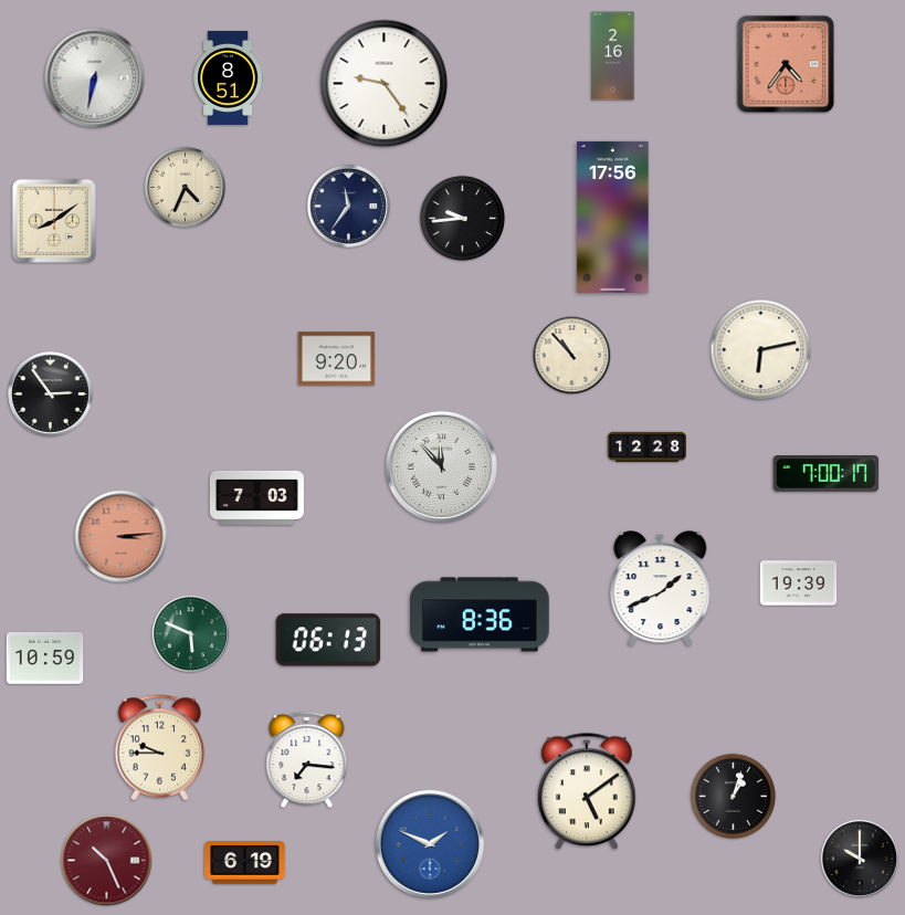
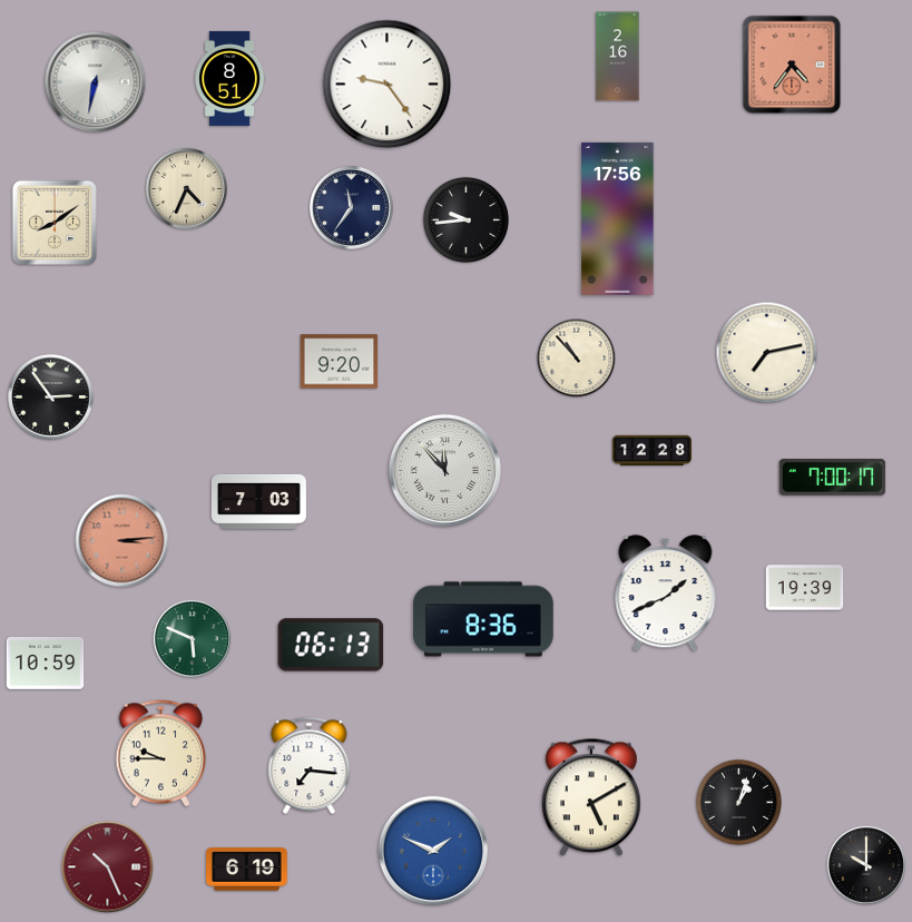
clock at (95, 78) position: (95, 78) -> (96, 82)
clock at (761, 350): 6:13 -> 7:13
clock at (588, 792): 5:09 -> 5:10
